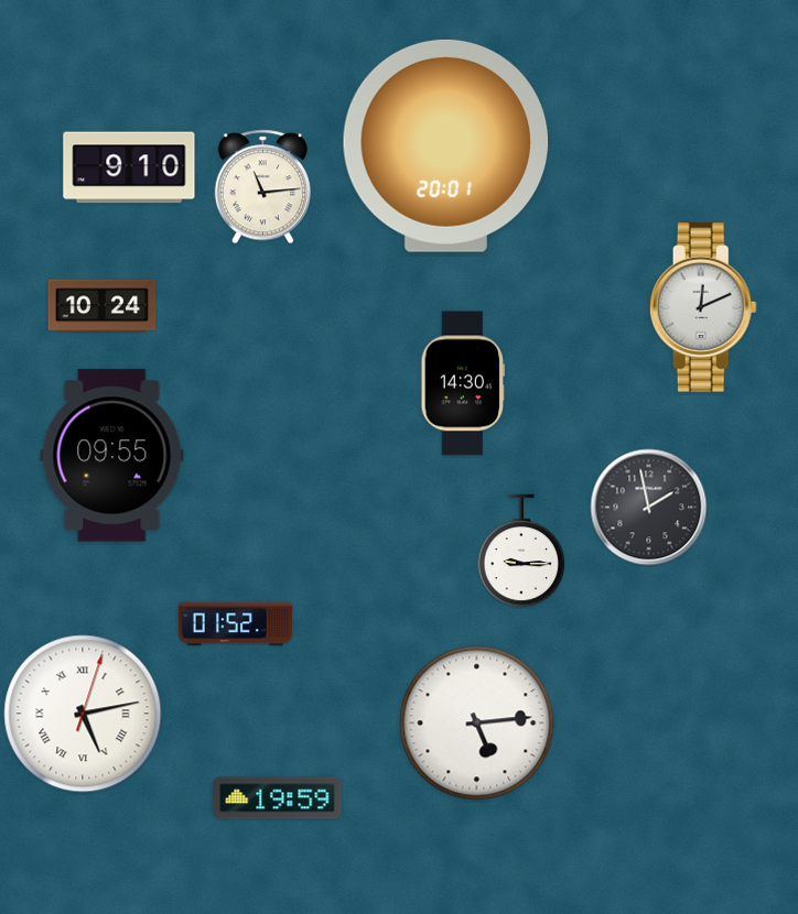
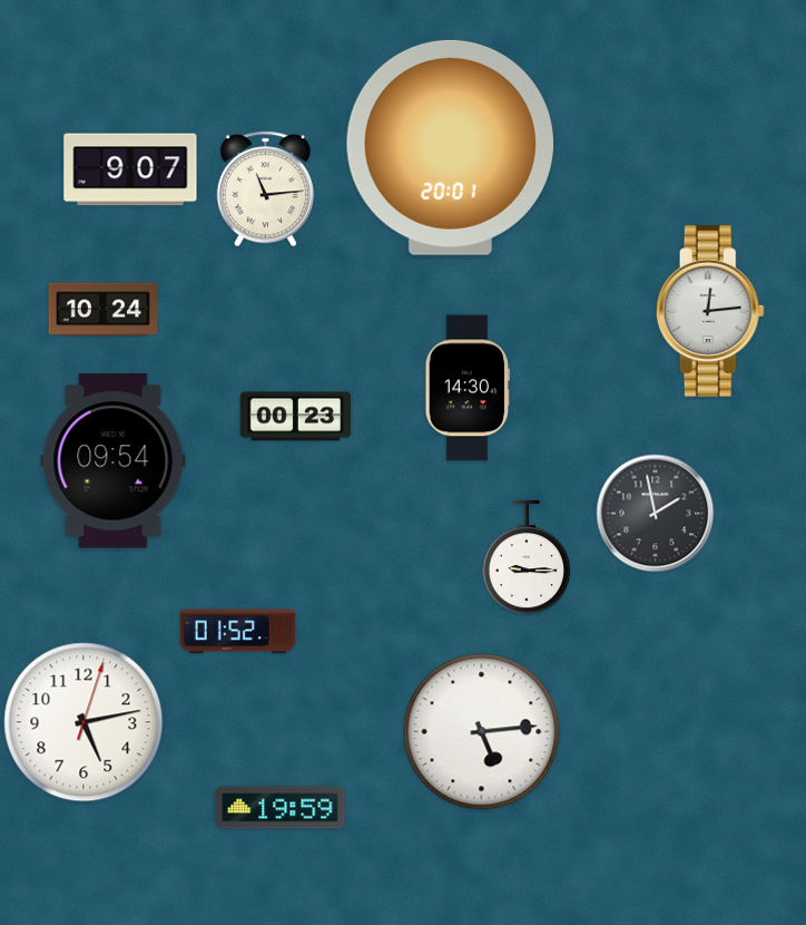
clock at (129, 167): 9:10 -> 9:07
clock at (703, 307): 12:11 -> 12:14
clock at (296, 417): none -> 00:23
clock at (112, 456): 09:55 -> 09:54
clock at (83, 714) numerals: Roman -> Arabic
